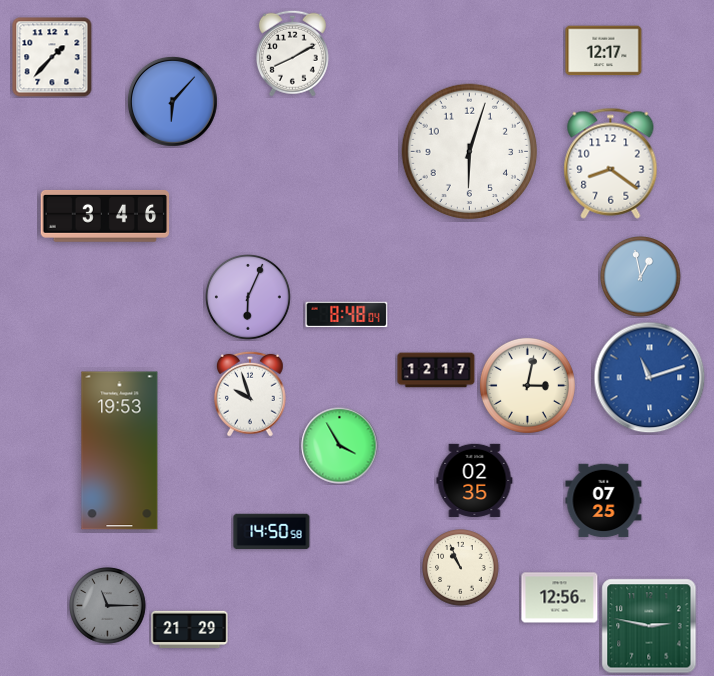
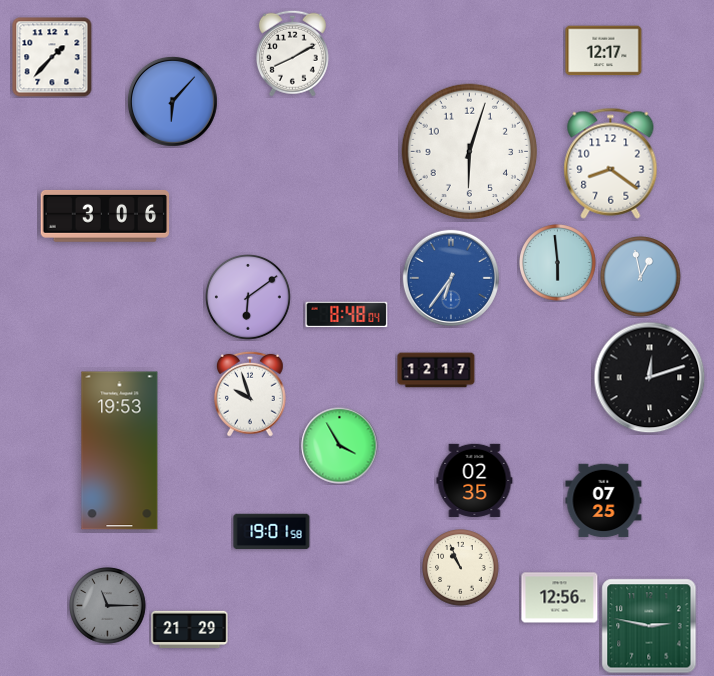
clock at (105, 216): 3:46 -> 3:06
clock at (558, 263): none -> 5:59
clock at (451, 278): none -> 6:36
clock at (249, 298): 6:04 -> 6:09
clock at (650, 378): 11:12 -> 12:12
clock at (650, 378) dial: blue -> black
clock at (527, 385): 3:02 -> none
clock at (272, 532): 14:50 -> 19:01
